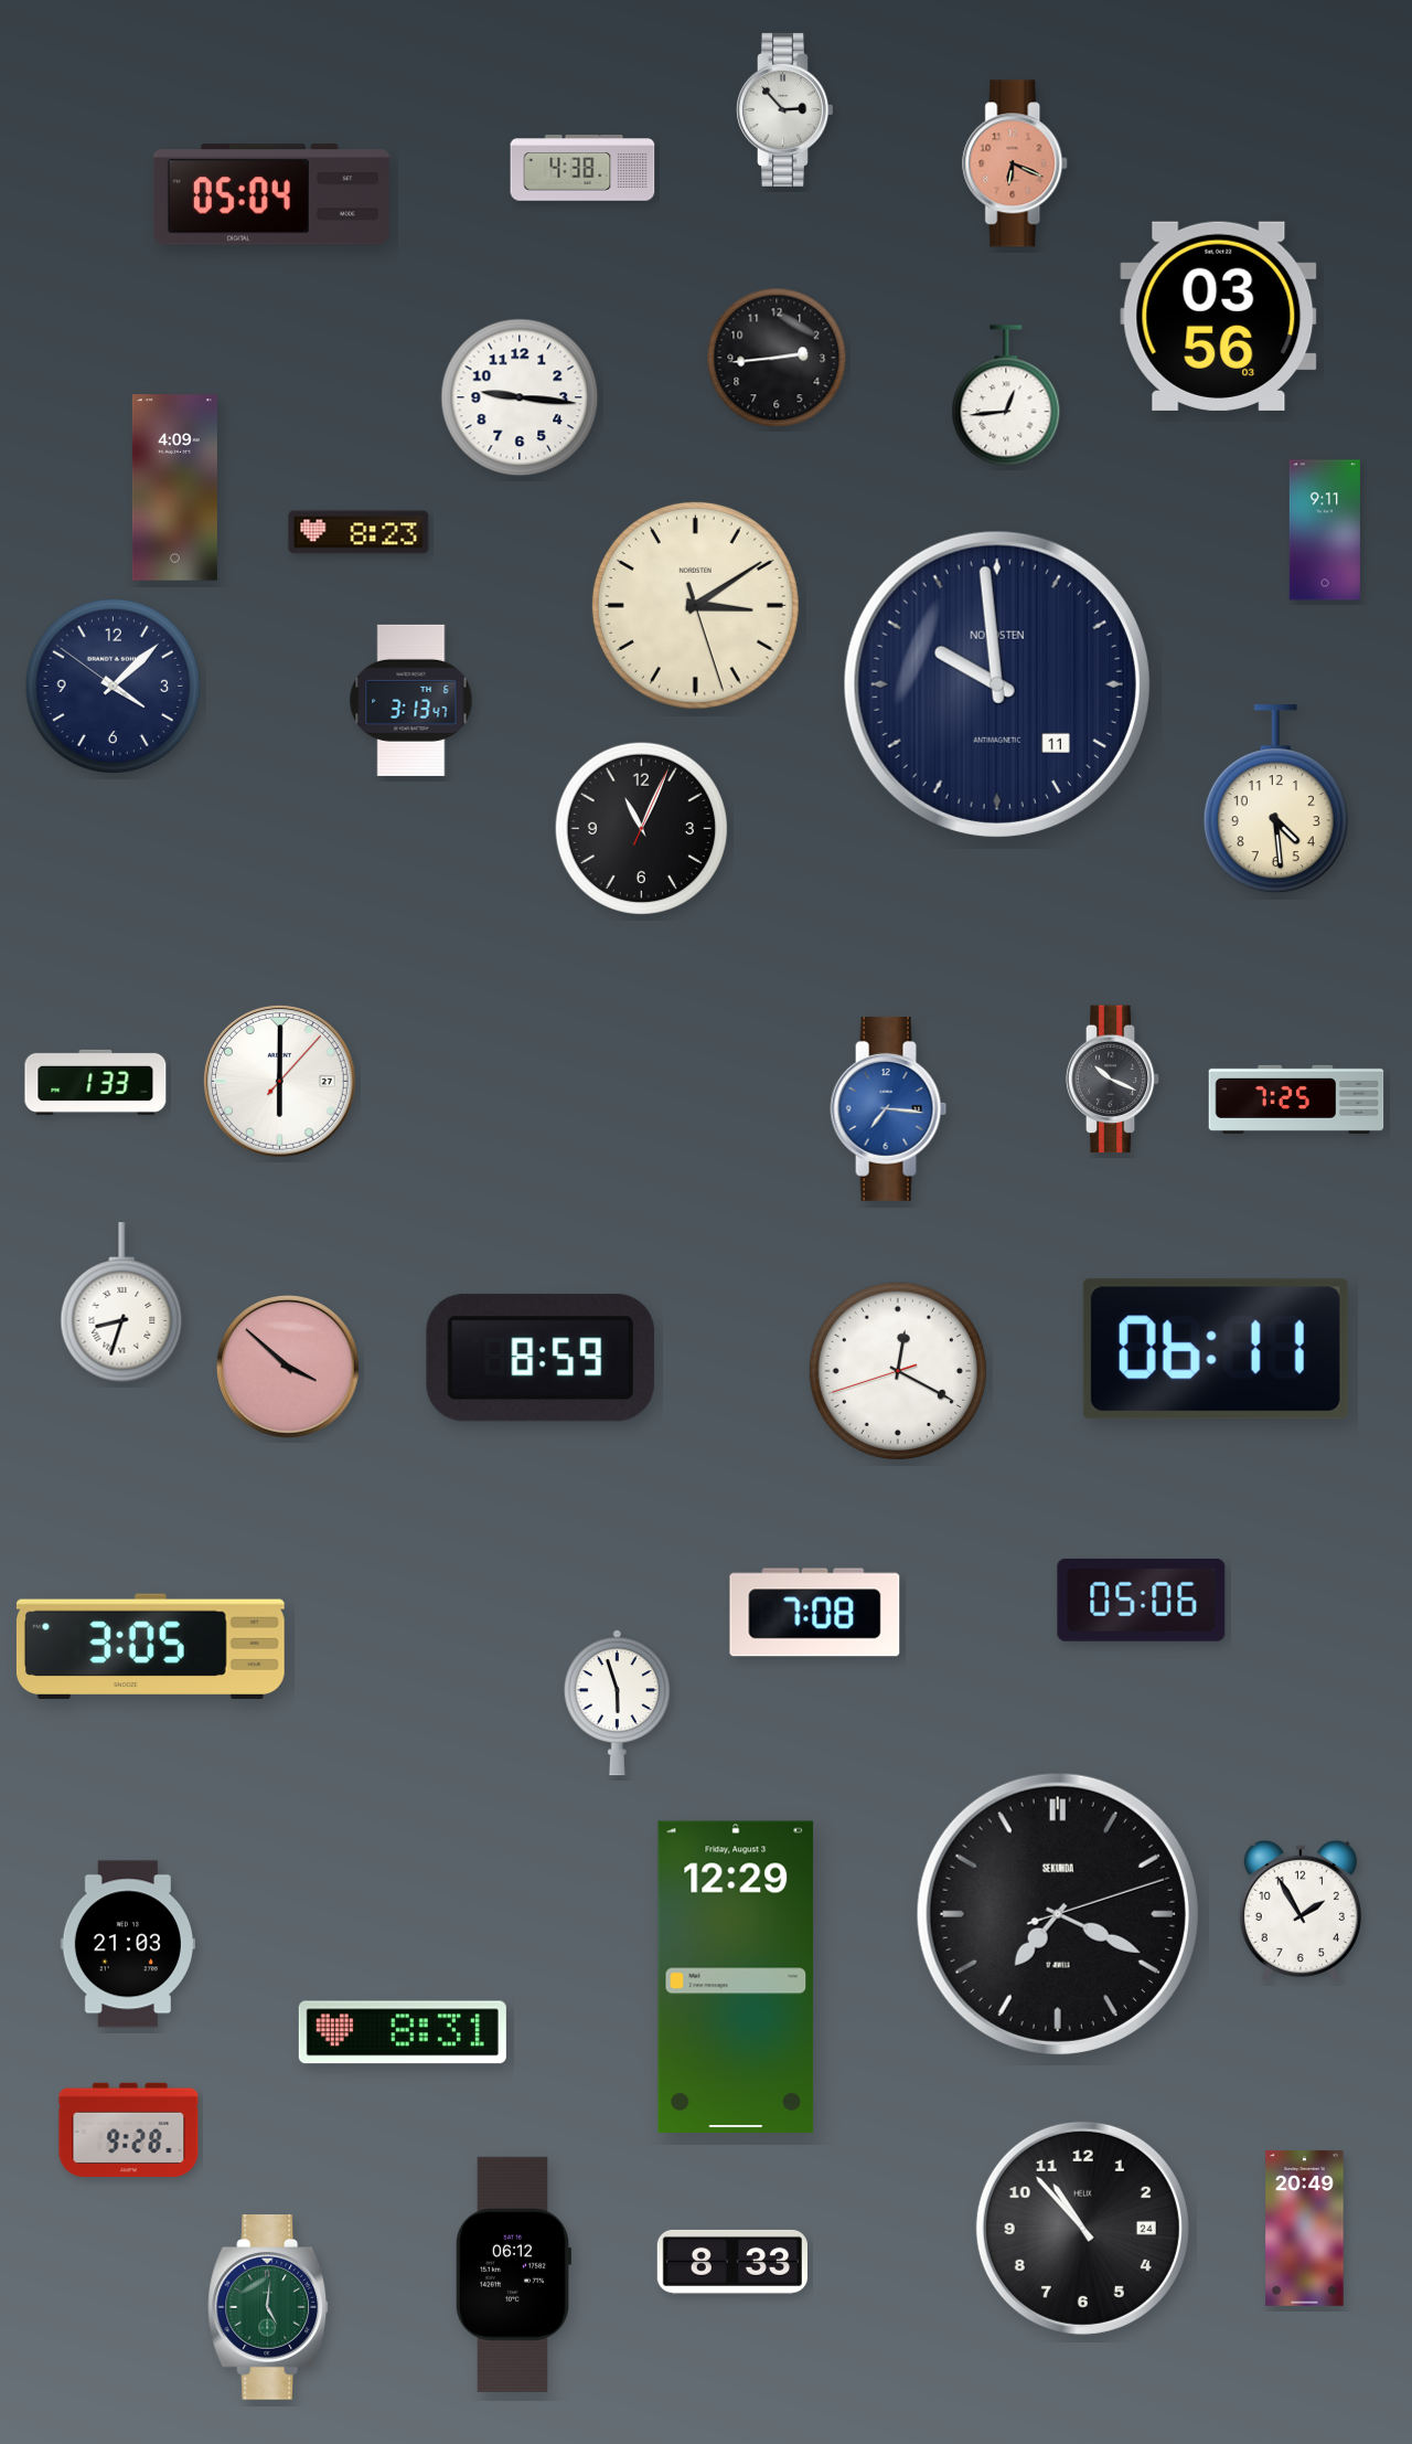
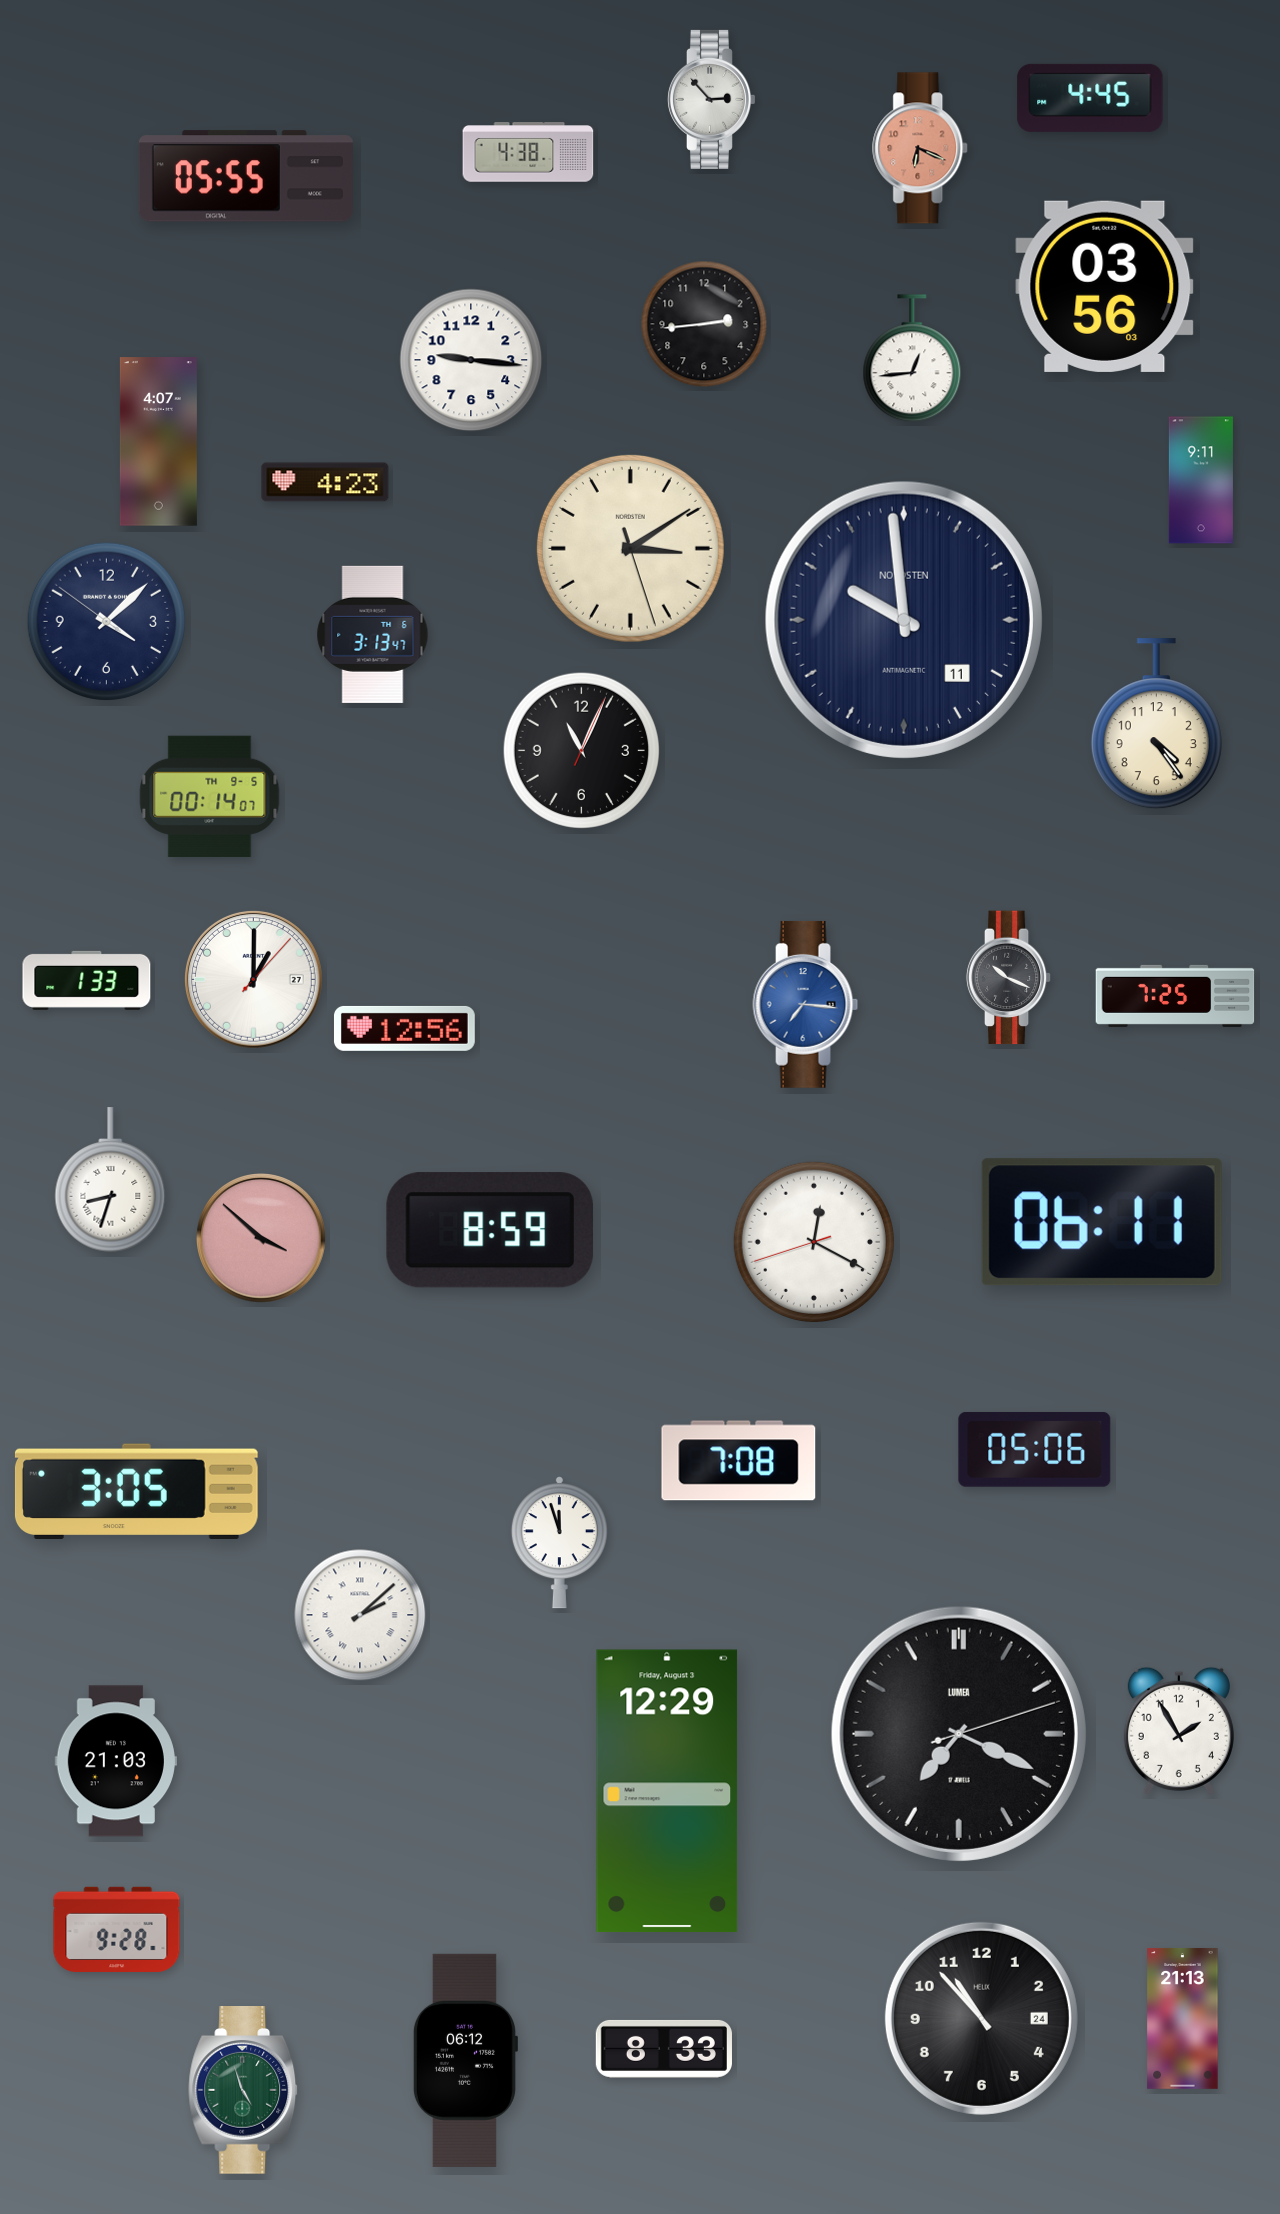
clock at (1090, 98): none -> 4:45
clock at (271, 194): 05:04 -> 05:55
clock at (174, 488): 4:09 -> 4:07
clock at (359, 532): 8:23 -> 4:23
clock at (113, 686) position: (113, 686) -> (106, 621)
clock at (1275, 799): 4:29 -> 4:24
clock at (210, 796): none -> 00:14
clock at (280, 1082): 6:00 -> 1:00
clock at (404, 1028): none -> 12:56
clock at (617, 1703): 5:57 -> 11:57
clock at (360, 1615): none -> 2:08
clock at (1058, 1914) brand: SEKUNDA -> LUMEA
clock at (403, 2032): 8:31 -> none
clock at (1305, 2228): 20:49 -> 21:13
clock at (269, 2308): 5:01 -> 4:57
